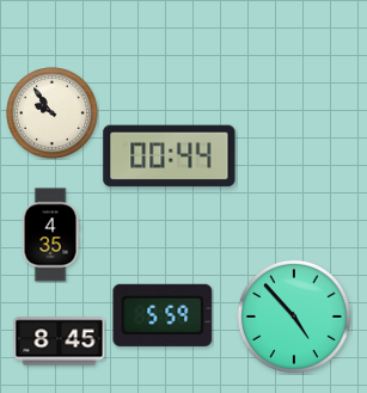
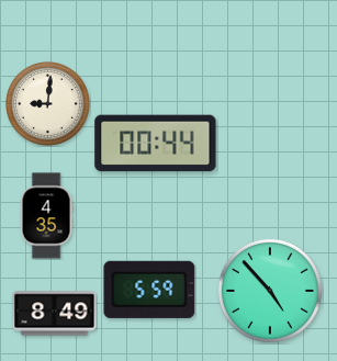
clock at (53, 113): 9:54 -> 9:01
clock at (60, 342): 8:45 -> 8:49
